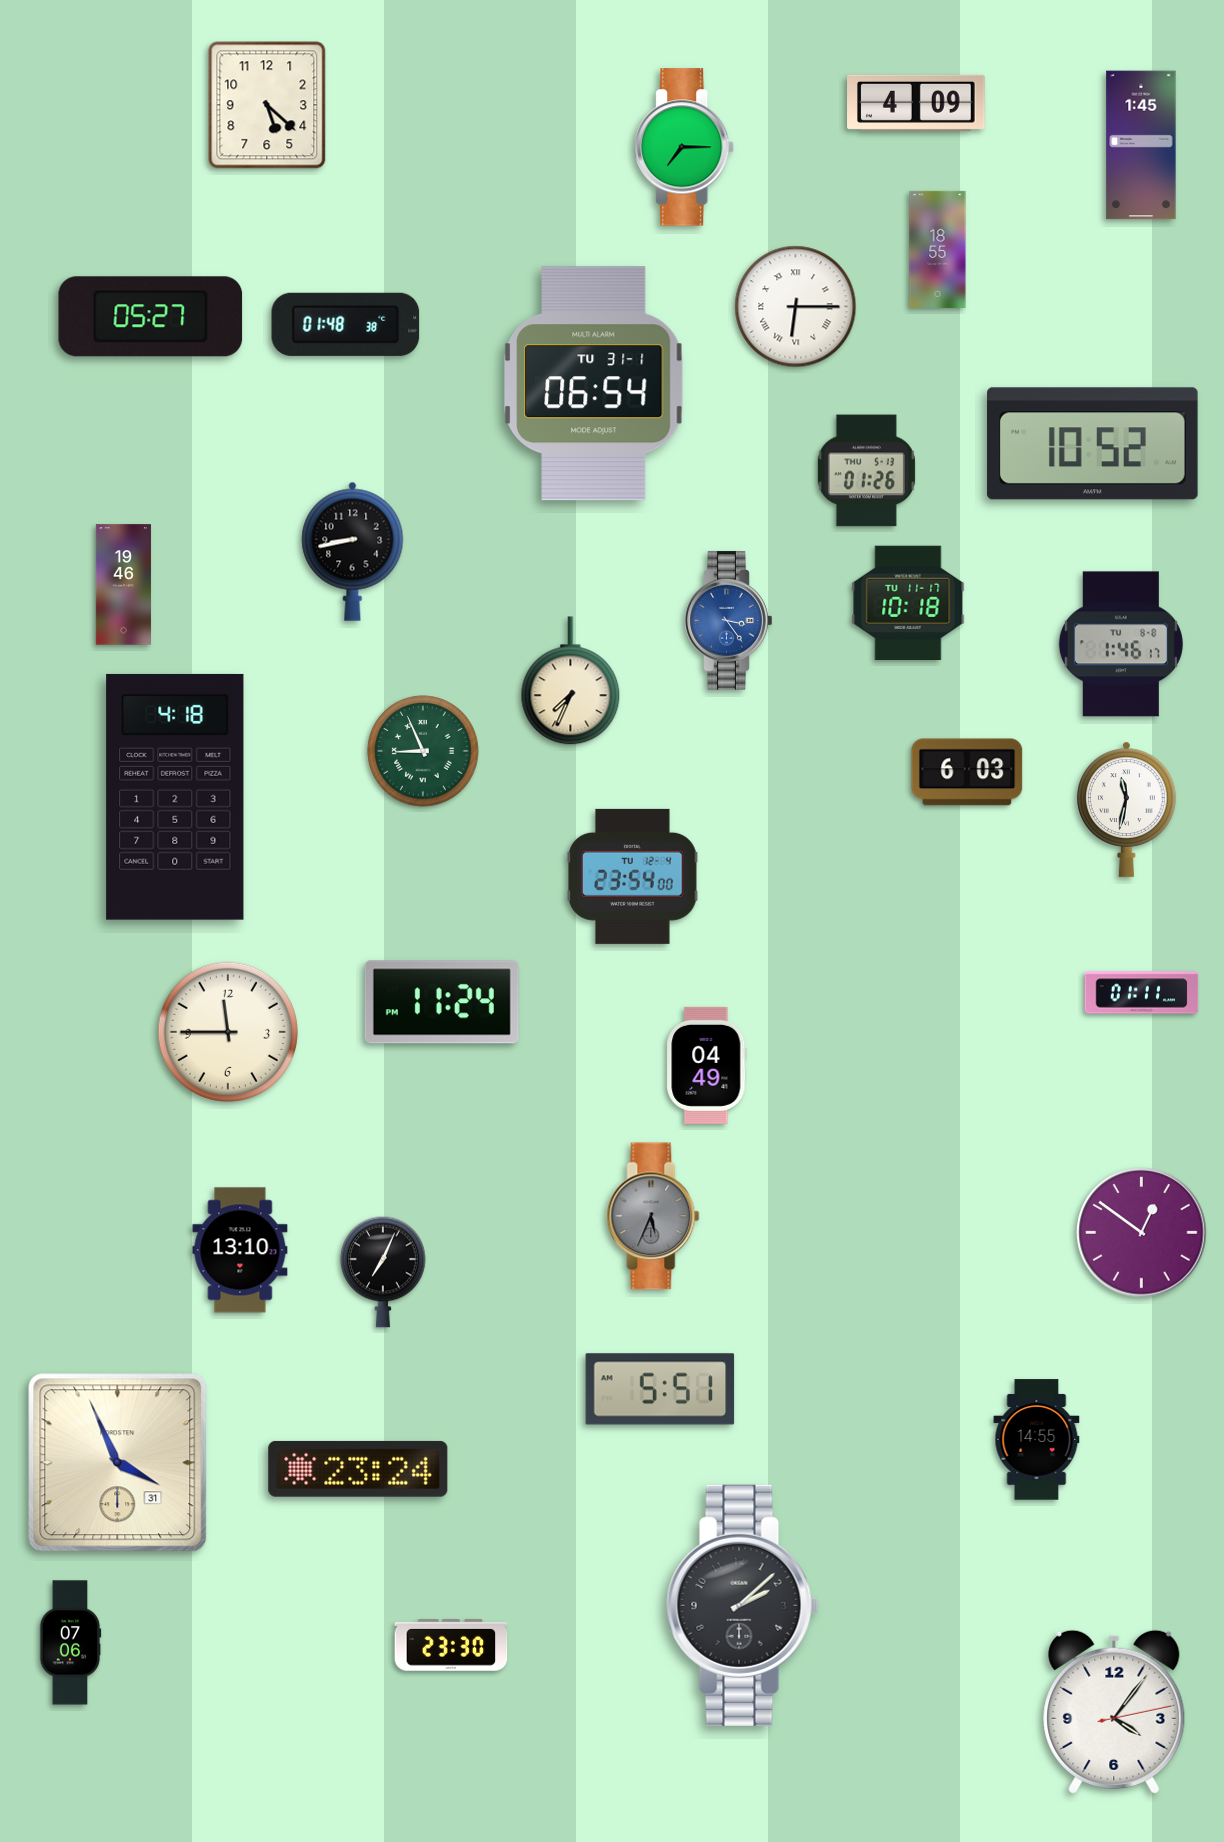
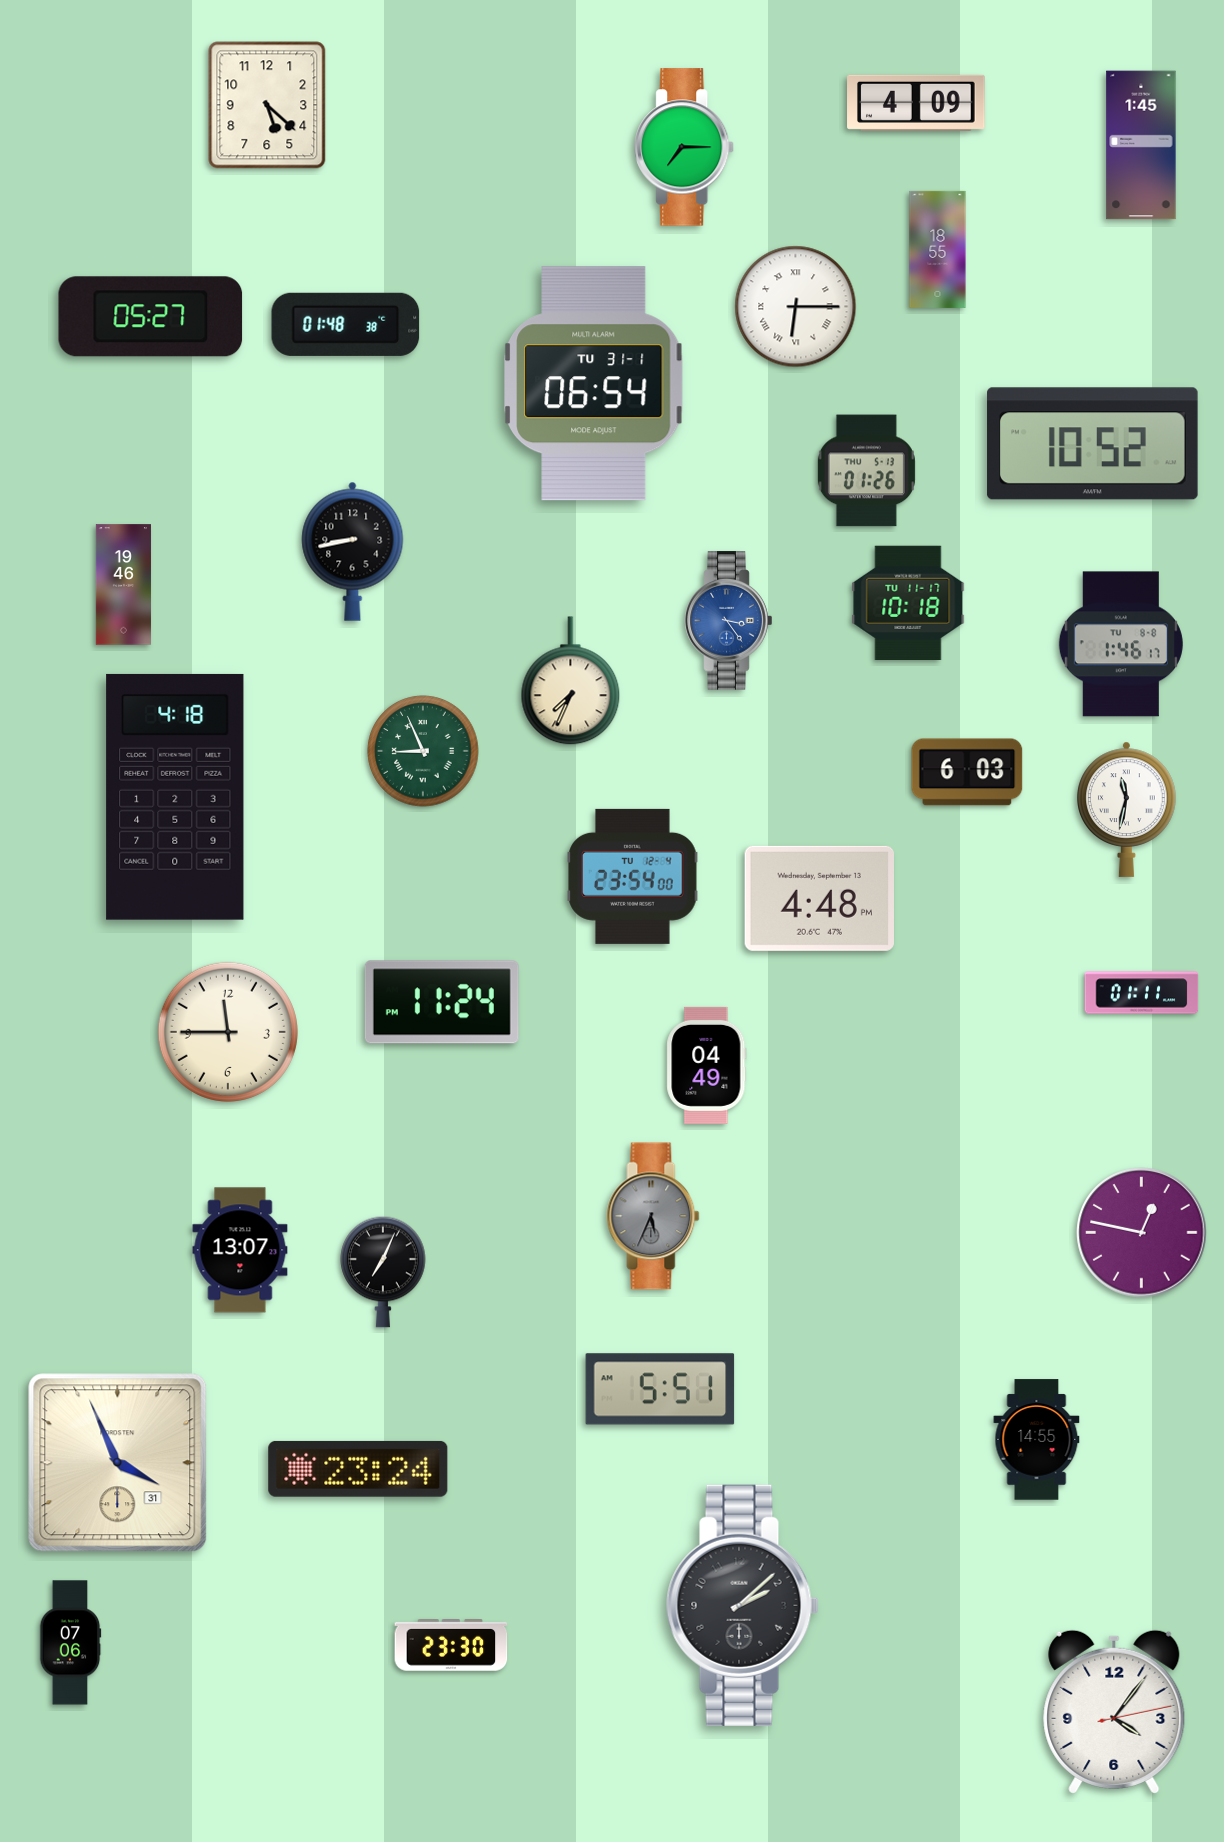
clock at (819, 898): none -> 4:48
clock at (1142, 1233): 12:51 -> 12:47
clock at (240, 1250): 13:10 -> 13:07
